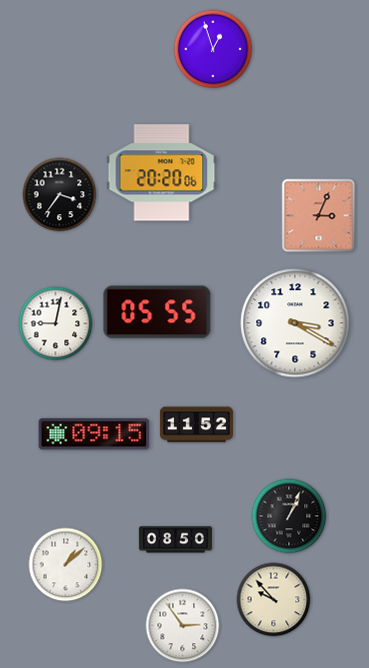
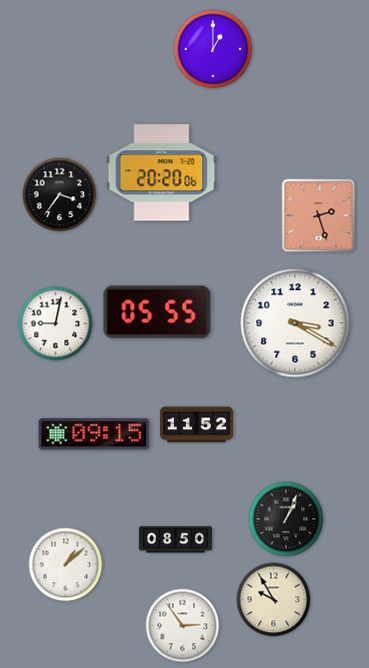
clock at (213, 49): 12:57 -> 1:00
clock at (319, 216): 3:04 -> 2:27
clock at (289, 516) position: (289, 516) -> (286, 519)
clock at (274, 600): 9:53 -> 9:55
